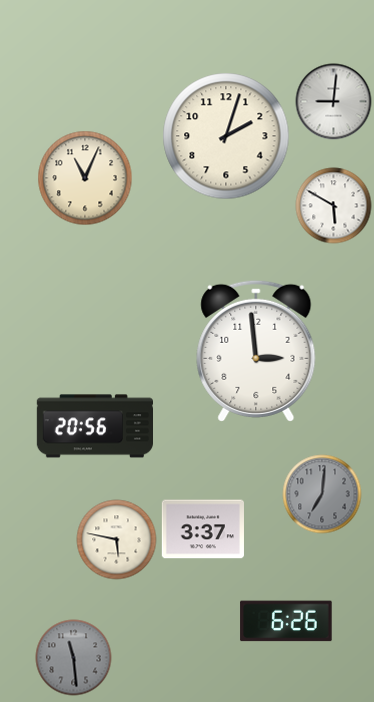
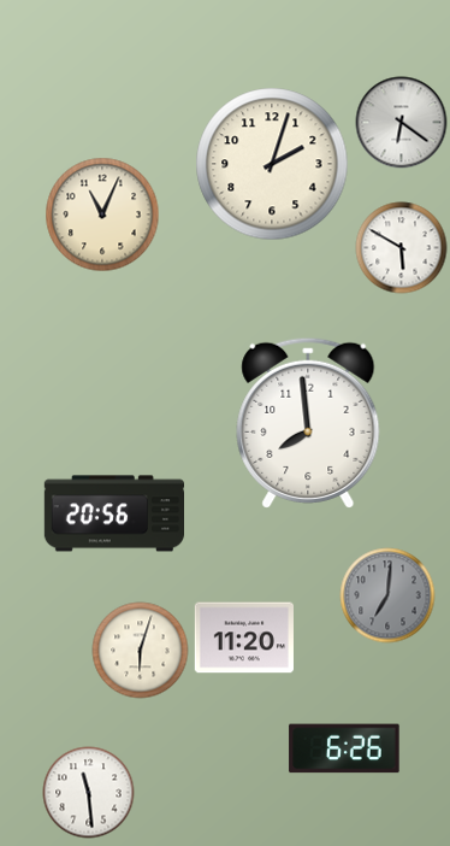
clock at (334, 102): 9:01 -> 6:21
clock at (256, 351): 2:59 -> 7:59
clock at (203, 529): 3:37 -> 11:20
clock at (117, 540): 5:47 -> 6:03
clock at (74, 658) dial: grey -> white
